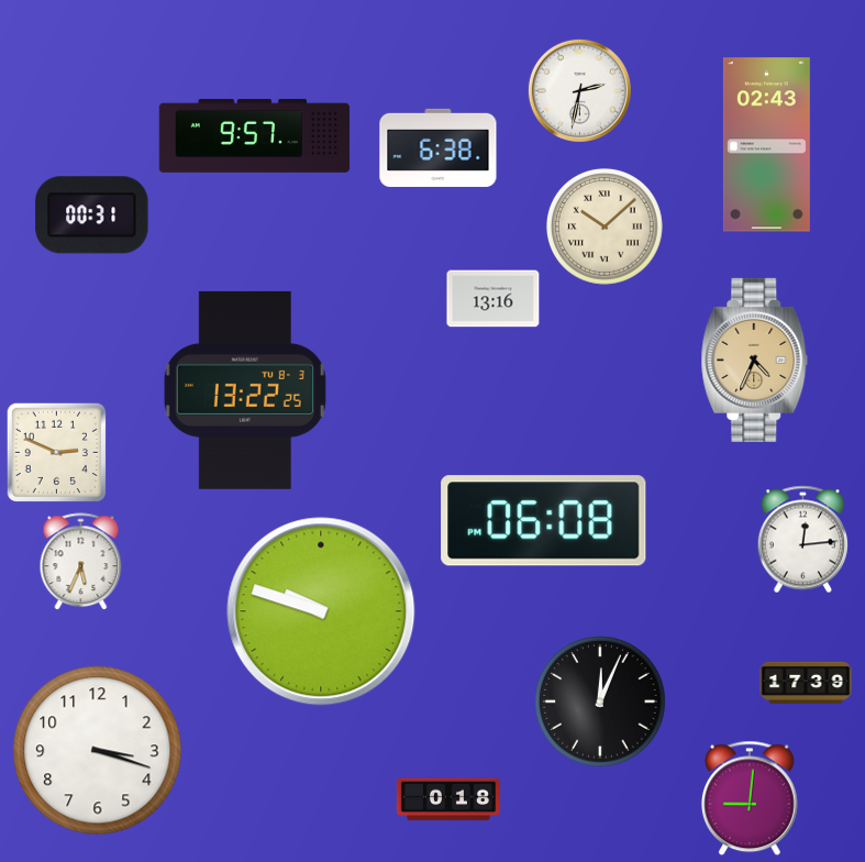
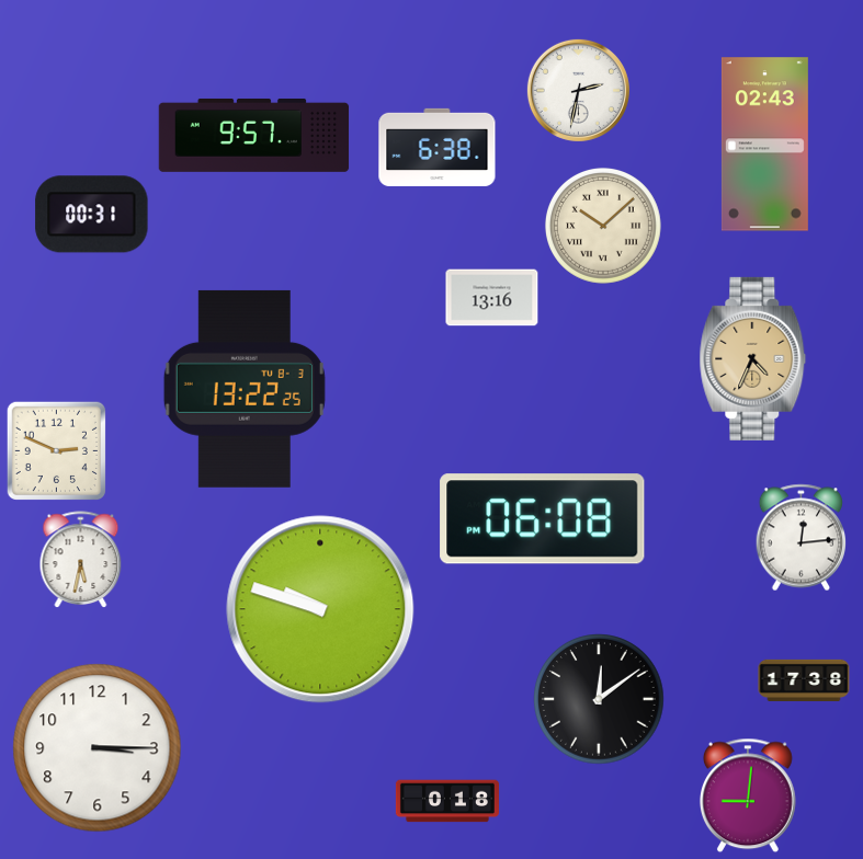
clock at (81, 562): 5:34 -> 5:32
clock at (806, 683): 17:39 -> 17:38
clock at (600, 701): 12:04 -> 12:09
clock at (98, 751): 3:18 -> 3:15
clock at (448, 799) position: (448, 799) -> (447, 801)
